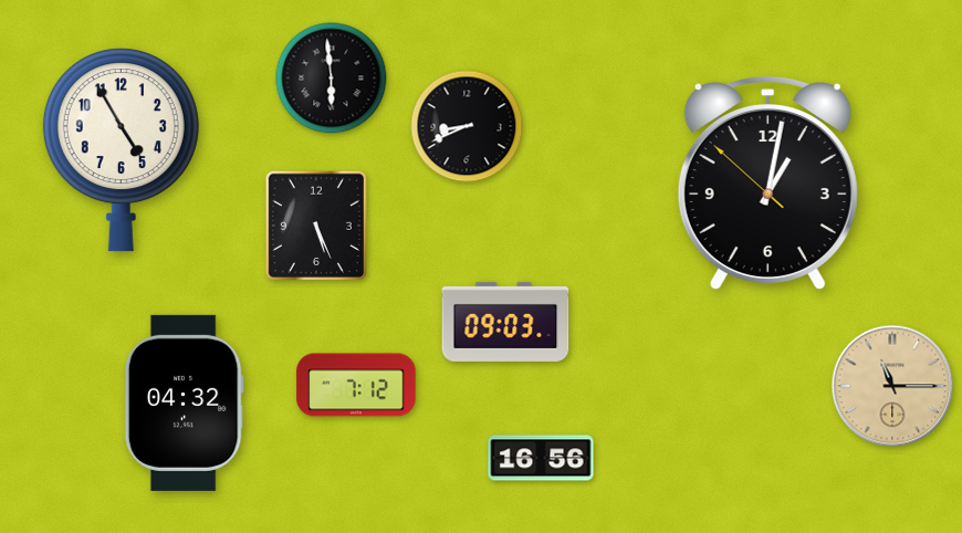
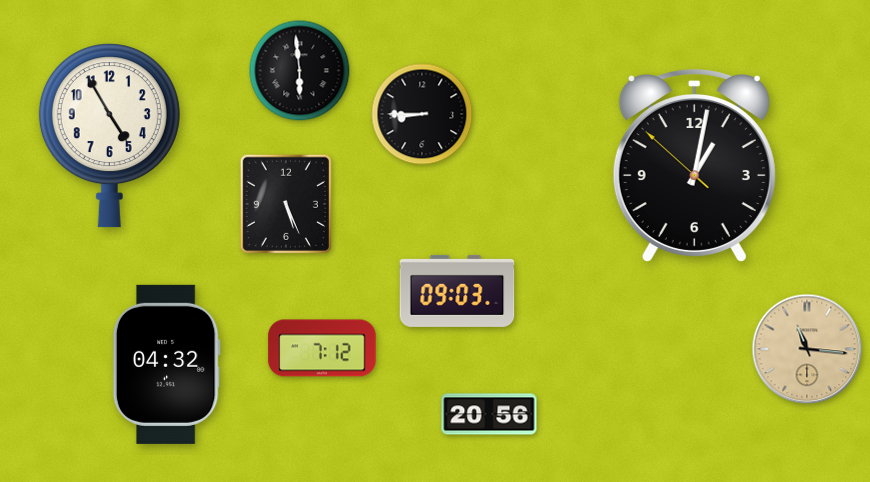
clock at (467, 126): 8:41 -> 8:45
clock at (892, 386): 11:15 -> 11:16
clock at (541, 458): 16:56 -> 20:56
